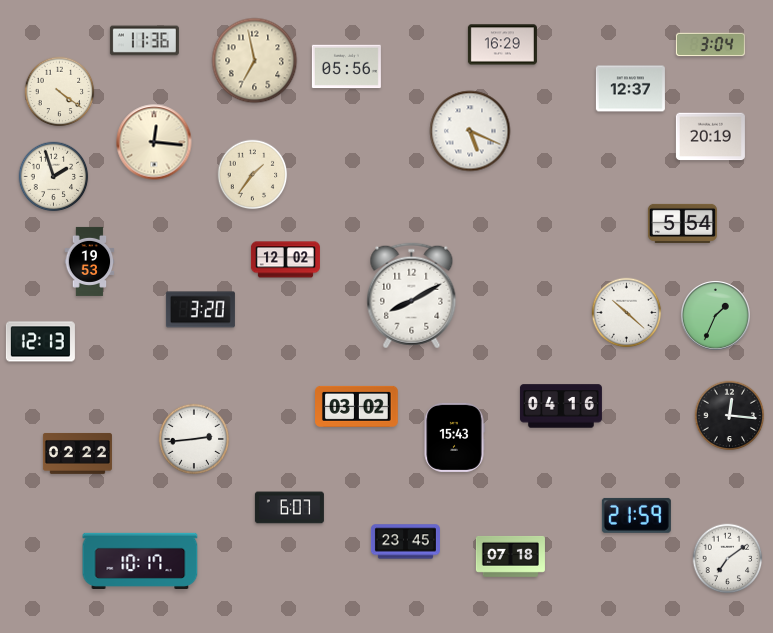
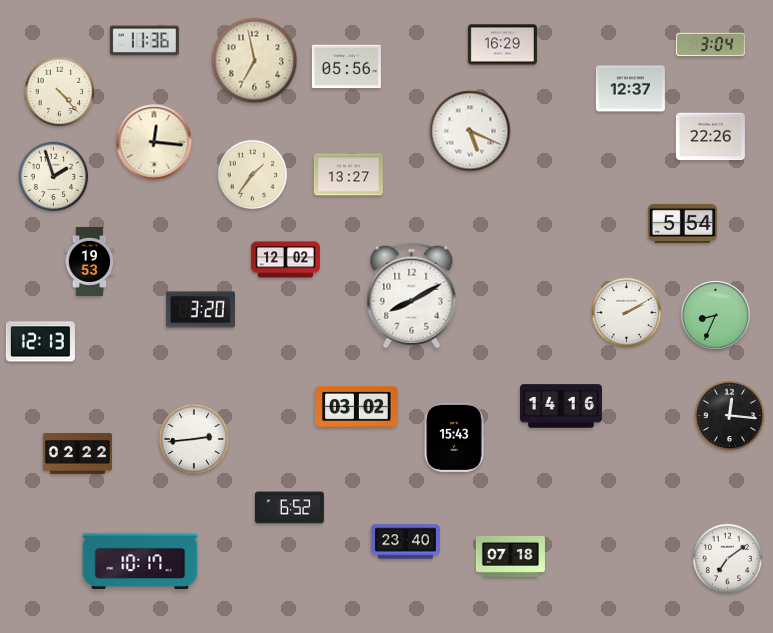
clock at (60, 92): 4:21 -> 4:23
clock at (710, 137): 20:19 -> 22:26
clock at (348, 175): none -> 13:27
clock at (627, 313): 10:22 -> 2:10
clock at (716, 316): 1:34 -> 8:34
clock at (561, 406): 04:16 -> 14:16
clock at (289, 508): 6:07 -> 6:52
clock at (636, 515): 21:59 -> none
clock at (405, 542): 23:45 -> 23:40
